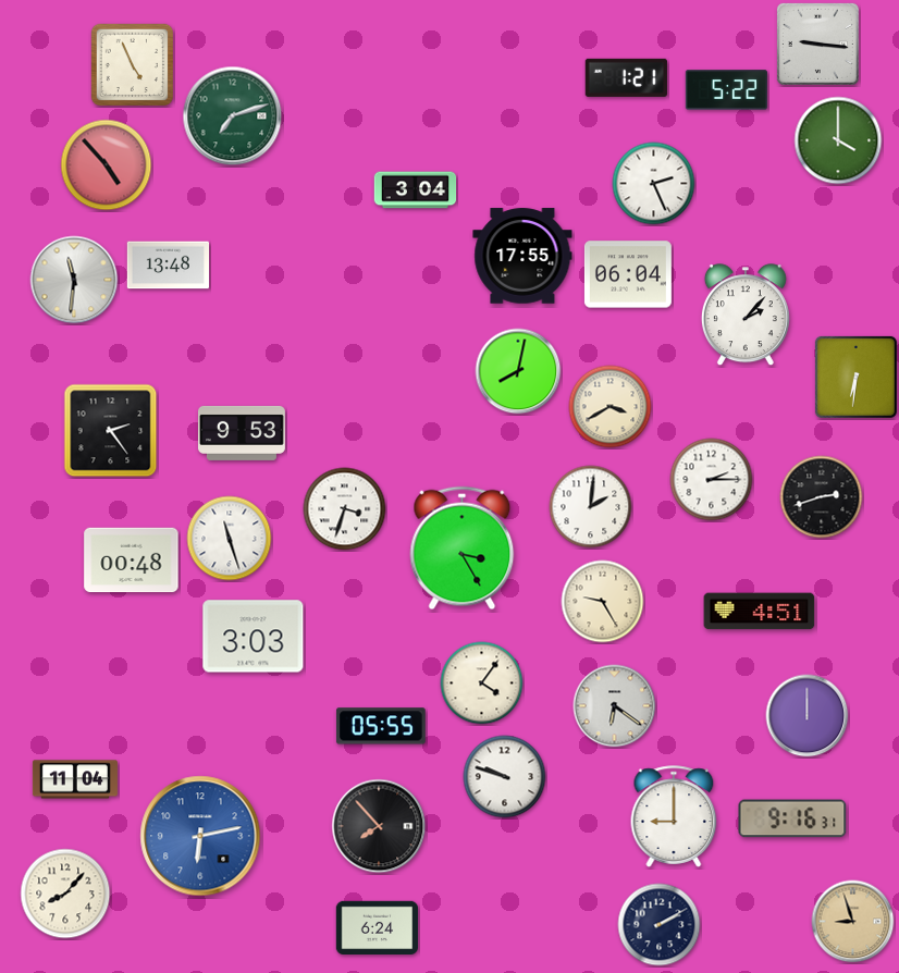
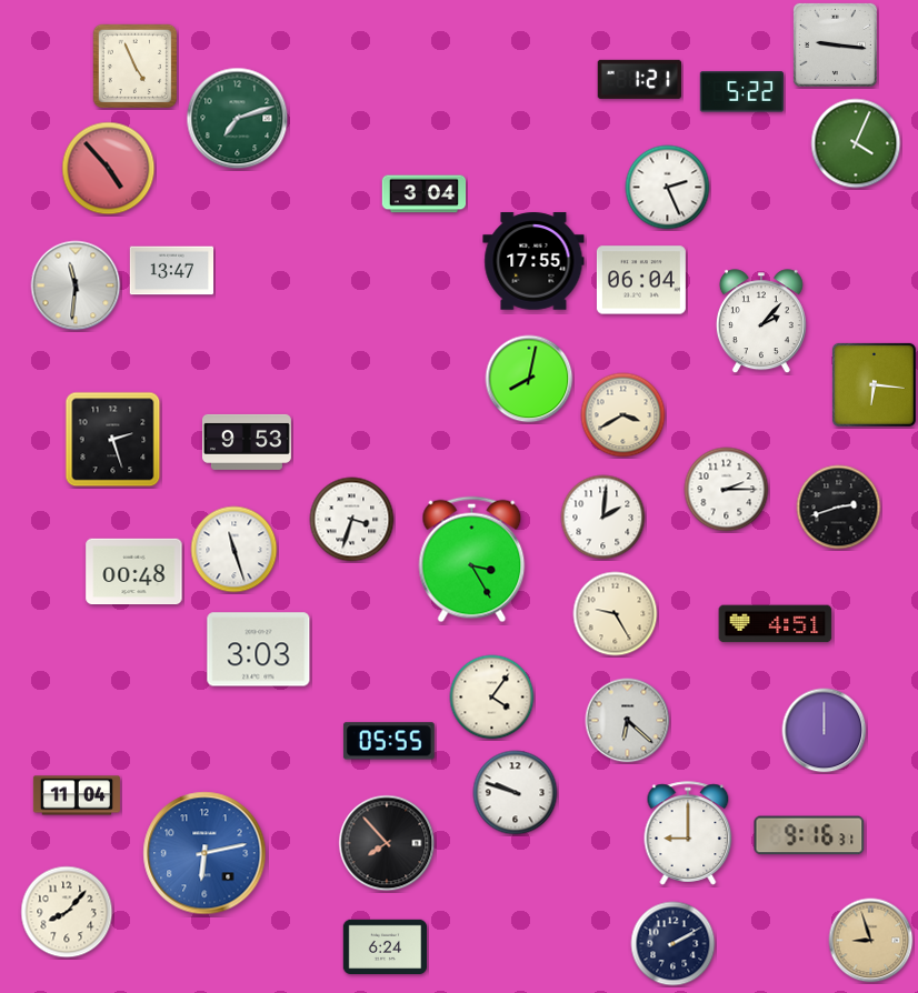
clock at (838, 140): 4:00 -> 4:04
clock at (169, 266): 13:48 -> 13:47
clock at (855, 377): 6:31 -> 6:16
clock at (111, 431): 2:24 -> 2:27
clock at (615, 706): 6:21 -> 6:22
